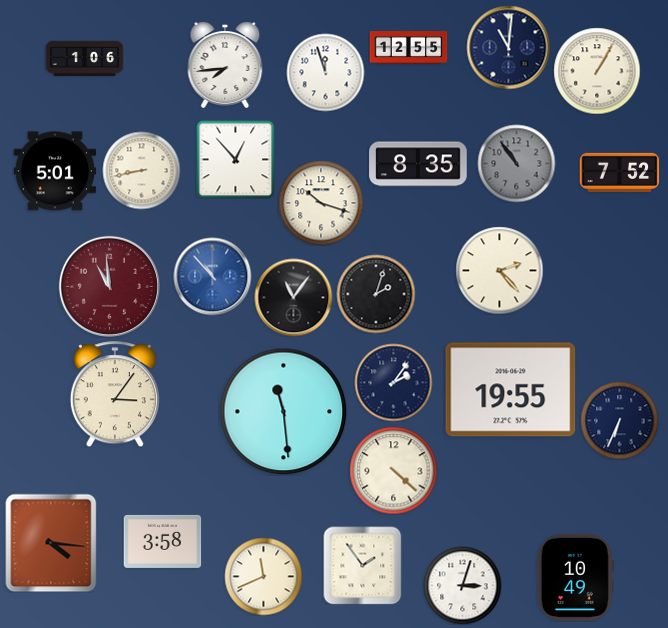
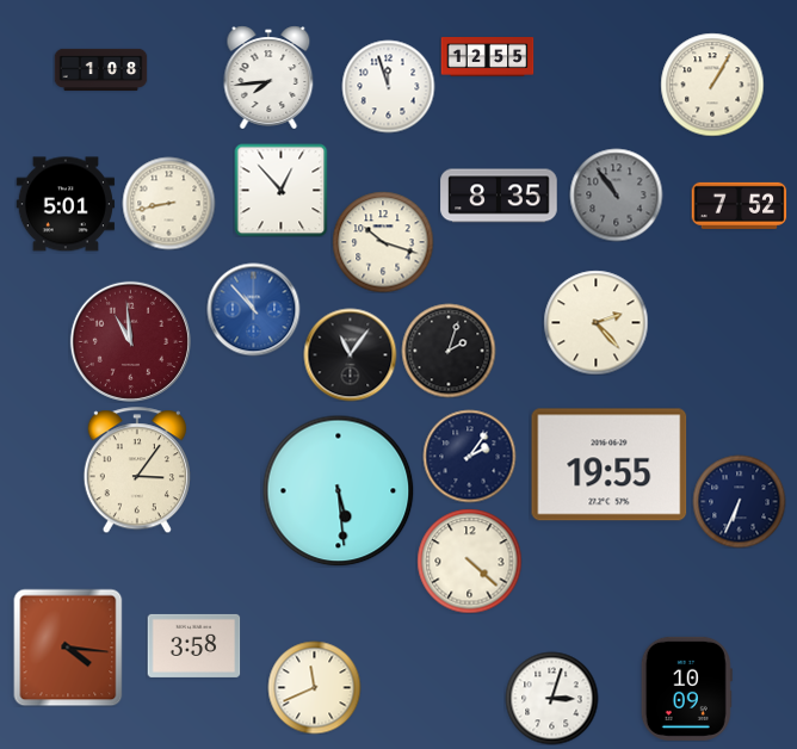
clock at (508, 47): 11:01 -> none
clock at (84, 59): 1:06 -> 1:08
clock at (212, 276) position: (212, 276) -> (253, 309)
clock at (283, 411): 11:29 -> 5:29
clock at (51, 543) position: (51, 543) -> (68, 648)
clock at (362, 565): 1:54 -> none
clock at (575, 577): 10:49 -> 10:09
